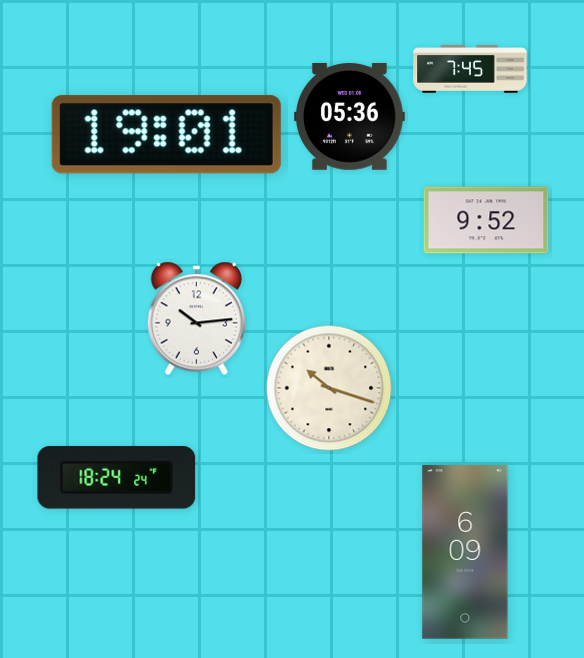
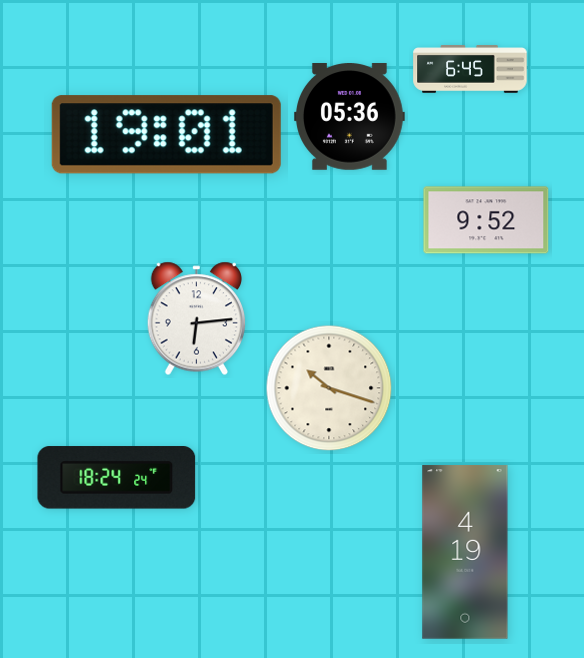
clock at (470, 69): 7:45 -> 6:45
clock at (197, 319): 10:14 -> 6:14
clock at (465, 552): 6:09 -> 4:19
